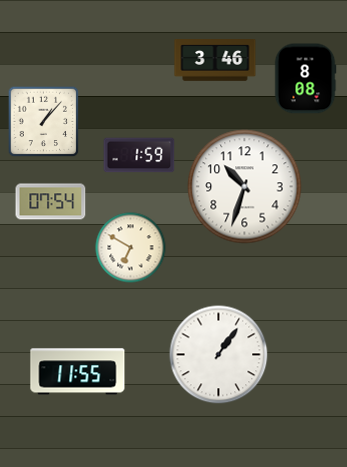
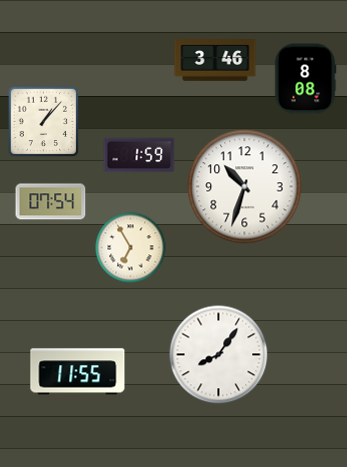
clock at (131, 248): 6:50 -> 6:55
clock at (219, 355): 1:06 -> 8:06
